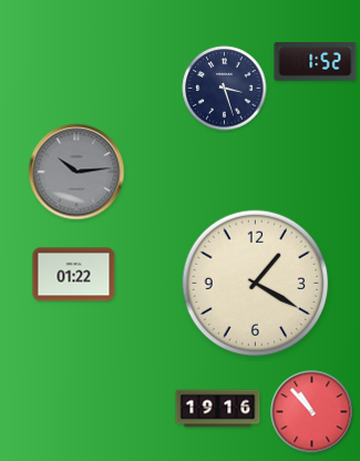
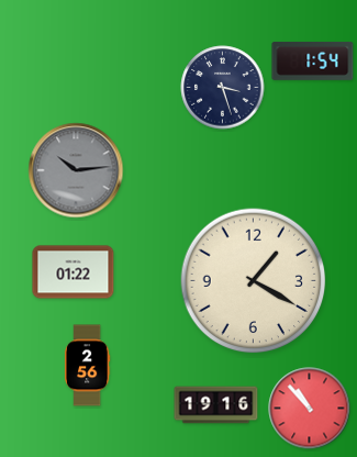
clock at (316, 61): 1:52 -> 1:54
clock at (87, 366): none -> 2:56
